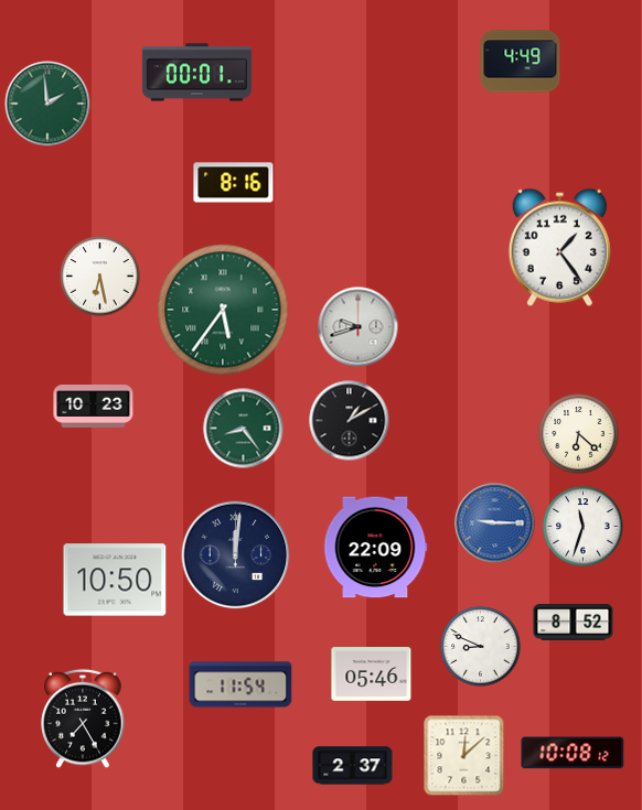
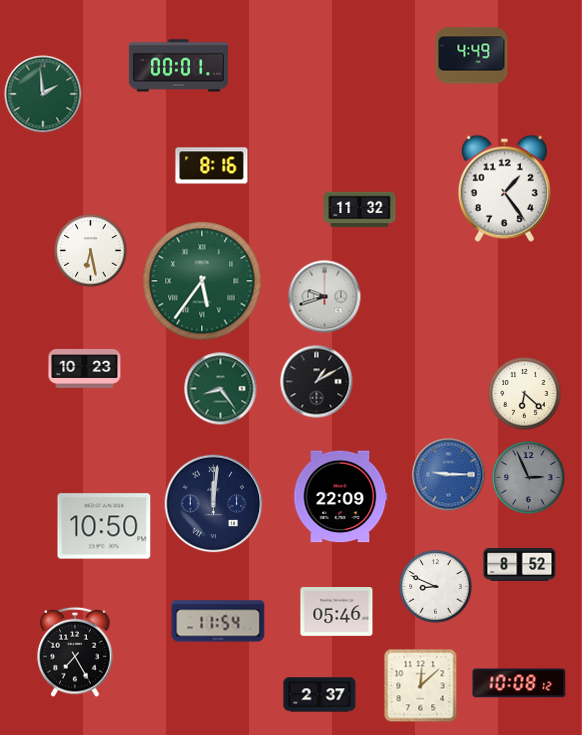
clock at (360, 210): none -> 11:32
clock at (559, 247) position: (559, 247) -> (504, 188)
clock at (584, 527): 11:33 -> 2:56
clock at (584, 527) dial: white -> grey
